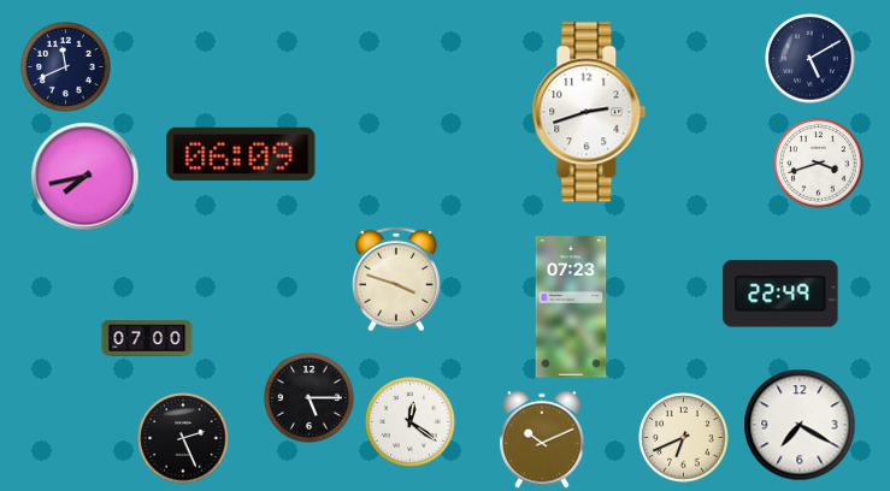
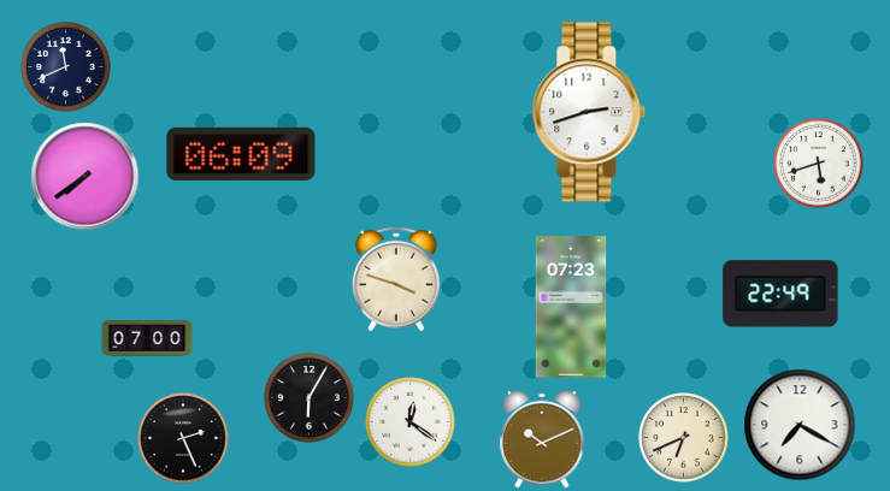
clock at (811, 59): 5:10 -> none
clock at (819, 164): 3:42 -> 5:42
clock at (86, 177): 7:43 -> 7:39
clock at (310, 398): 5:15 -> 6:05
